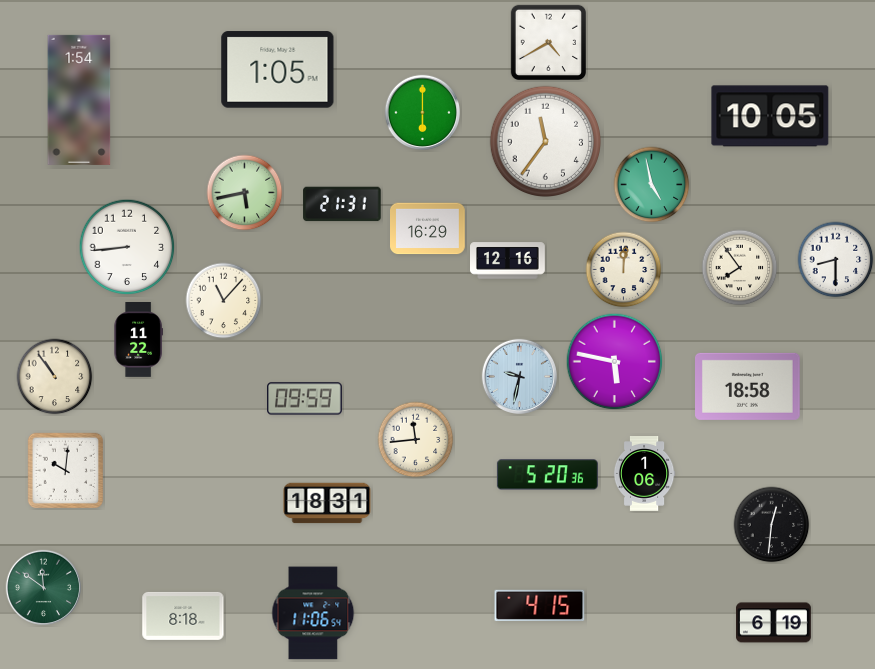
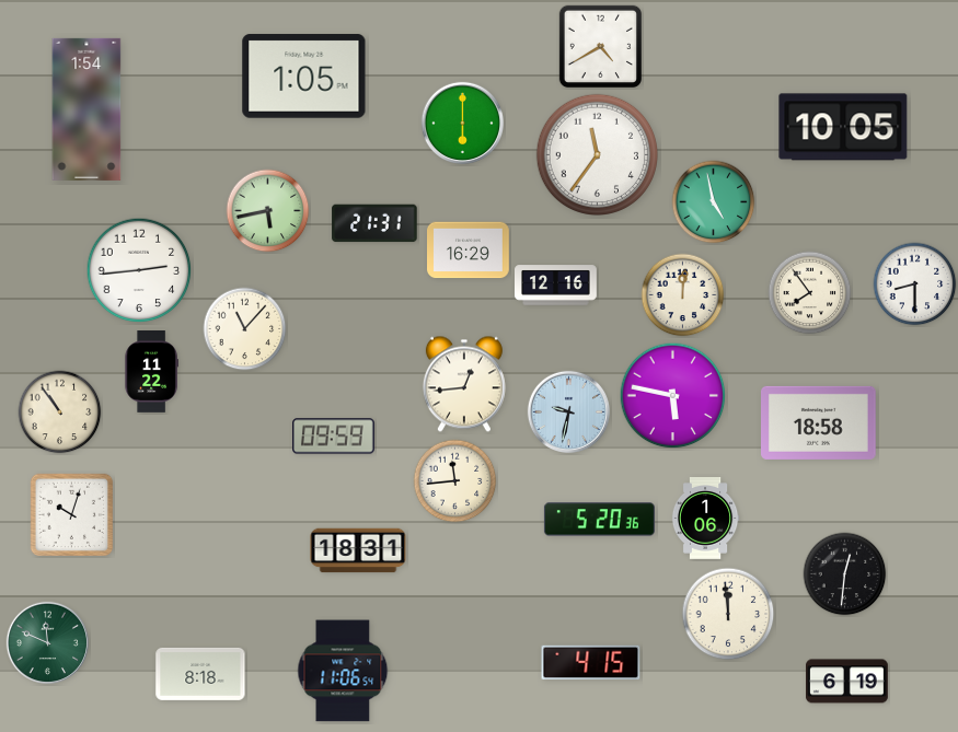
clock at (127, 247): 8:44 -> 2:44
clock at (464, 384): none -> 12:44
clock at (65, 470): 10:01 -> 10:03
clock at (728, 614): none -> 11:59
clock at (43, 587): 11:51 -> 11:49
